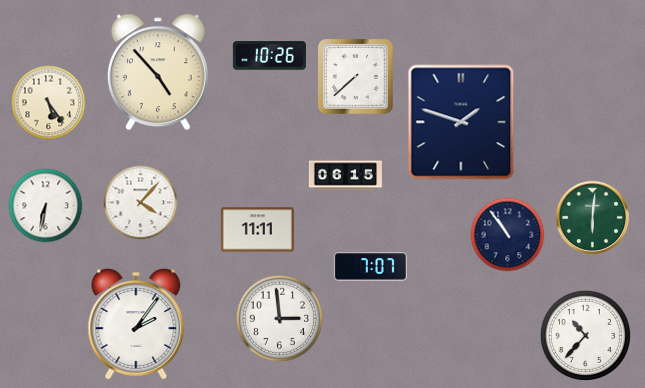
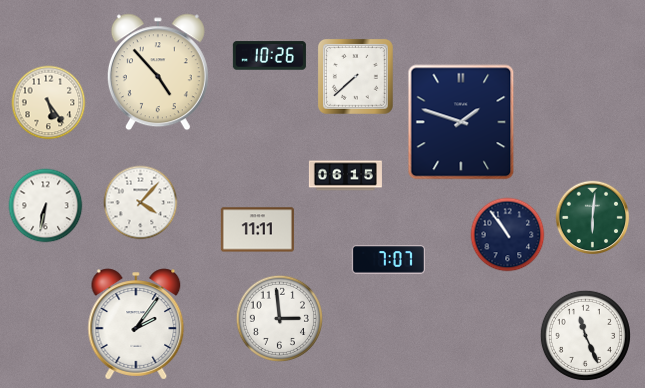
clock at (370, 267) position: (370, 267) -> (388, 260)
clock at (585, 335): 10:37 -> 11:26
